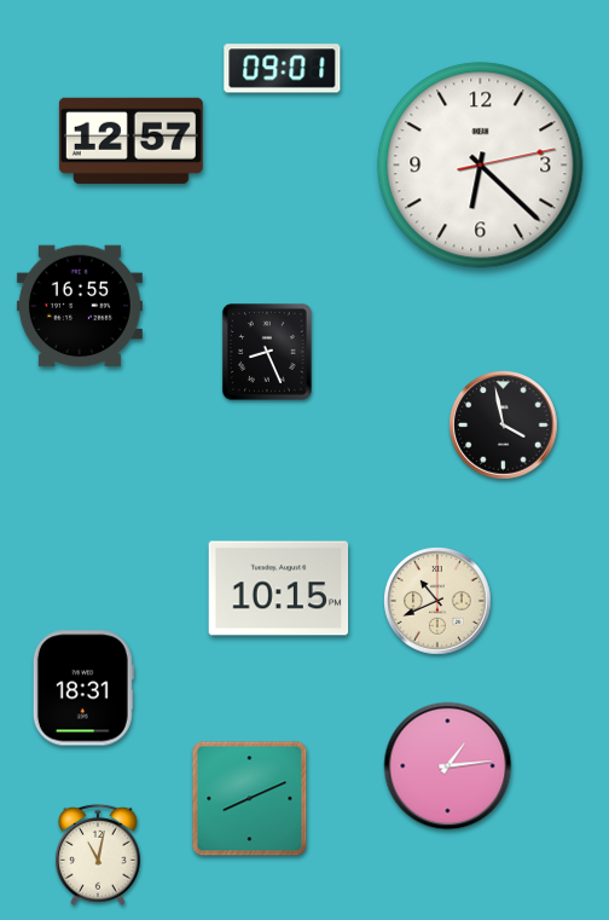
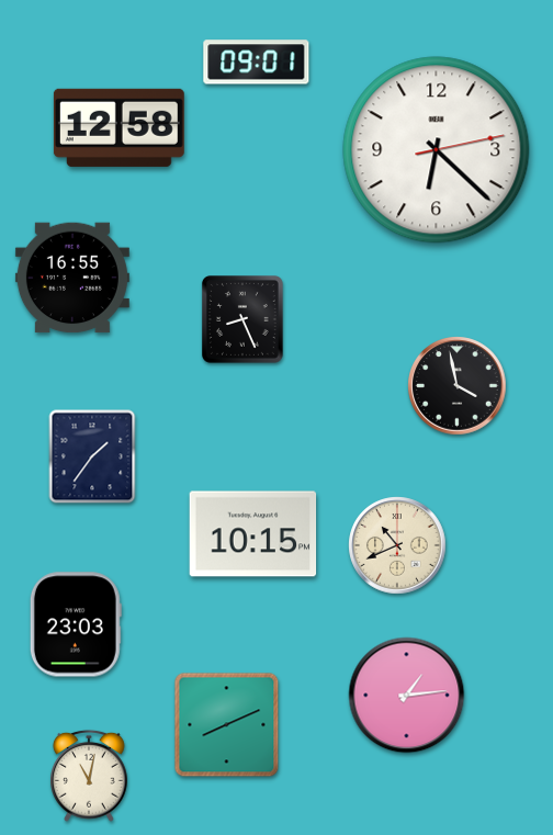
clock at (130, 140): 12:57 -> 12:58
clock at (92, 456): none -> 1:36
clock at (83, 688): 18:31 -> 23:03
